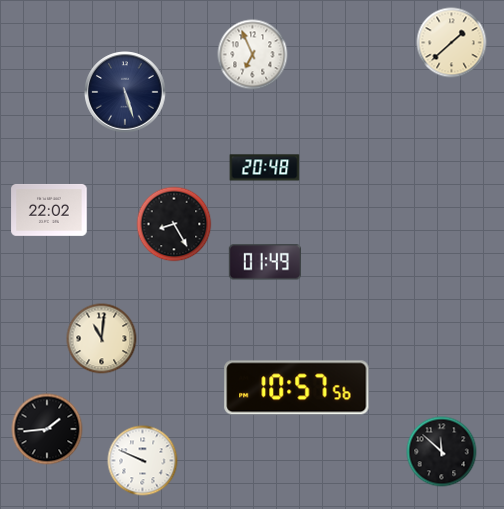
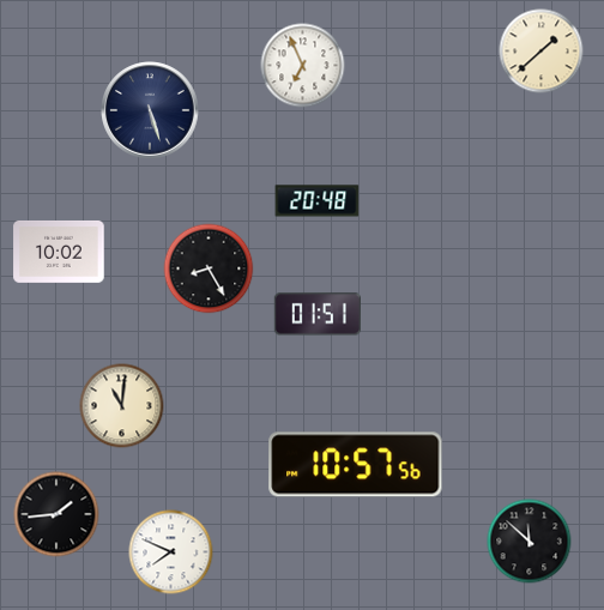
clock at (49, 210): 22:02 -> 10:02
clock at (265, 262): 01:49 -> 01:51
clock at (143, 461): 9:49 -> 7:49
